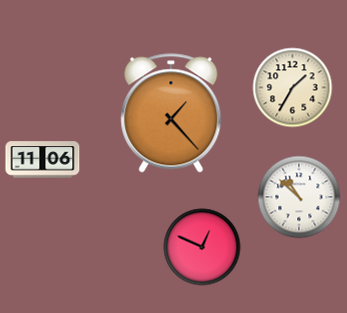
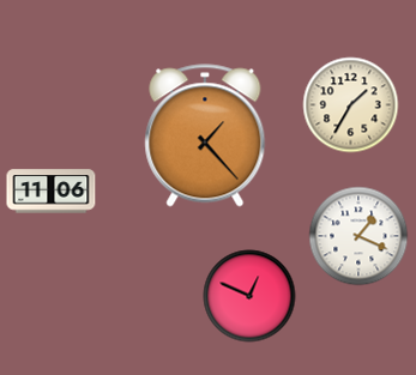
clock at (299, 197): 10:52 -> 1:19
clock at (202, 247) position: (202, 247) -> (249, 296)
